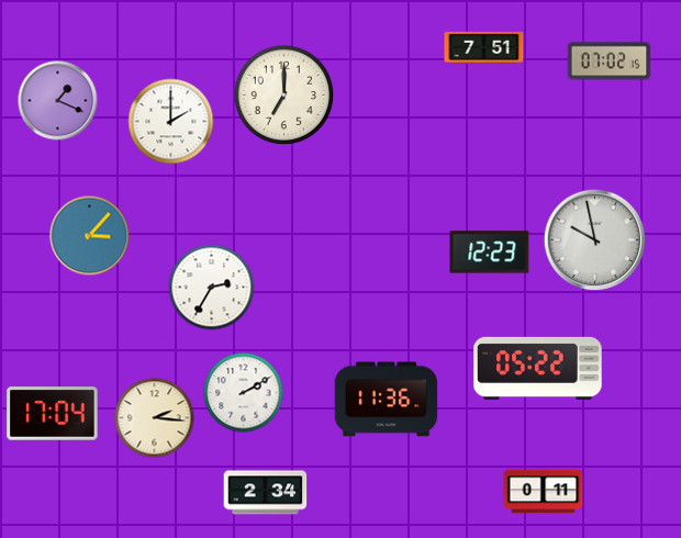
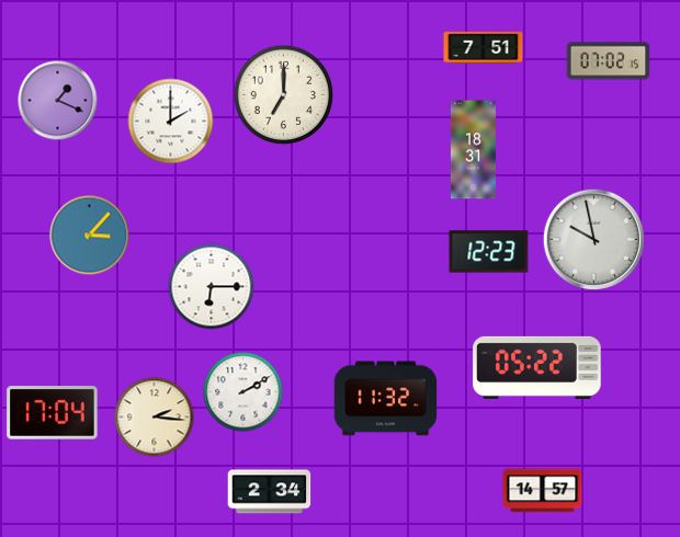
clock at (473, 150): none -> 18:31
clock at (212, 288): 2:35 -> 6:15
clock at (387, 400): 11:36 -> 11:32
clock at (544, 492): 0:11 -> 14:57
clock at (266, 493) position: (266, 493) -> (270, 492)
